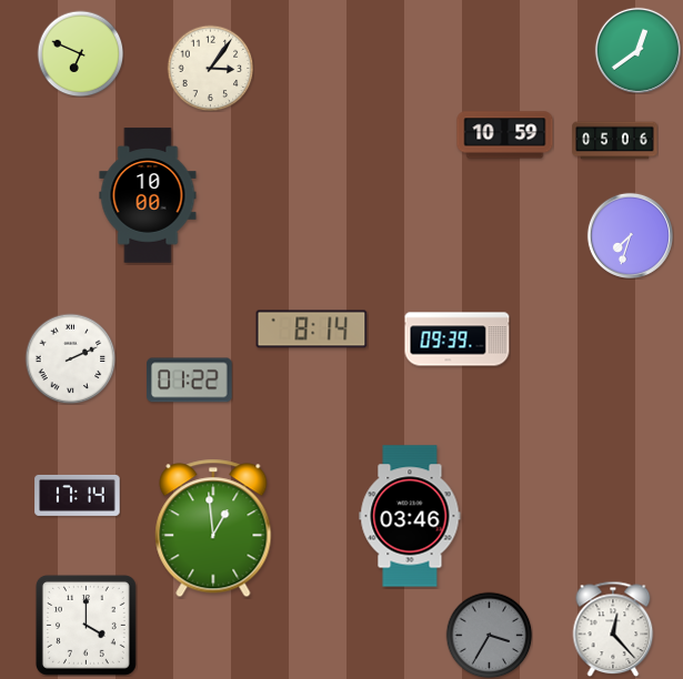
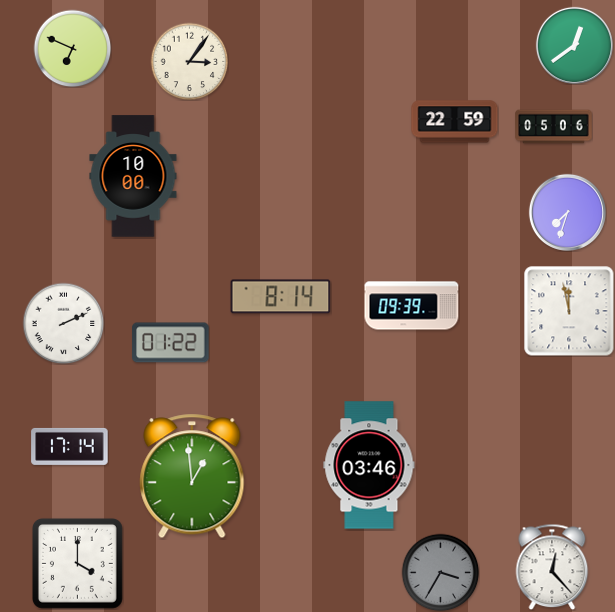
clock at (505, 135): 10:59 -> 22:59
clock at (569, 311): none -> 11:58
